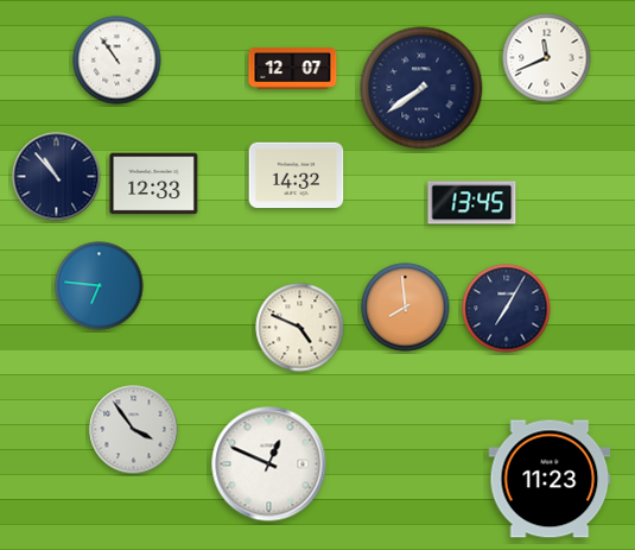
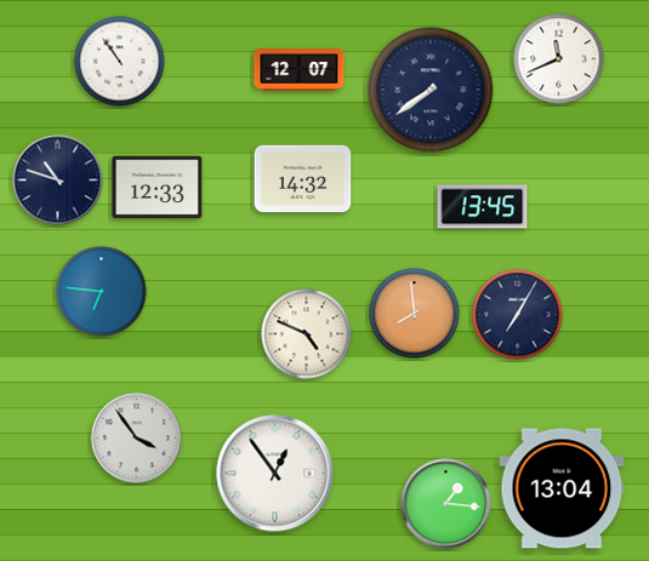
clock at (57, 177): 10:53 -> 10:48
clock at (269, 464): 12:49 -> 12:54
clock at (550, 479): 11:23 -> 13:04
clock at (446, 504): none -> 1:16
